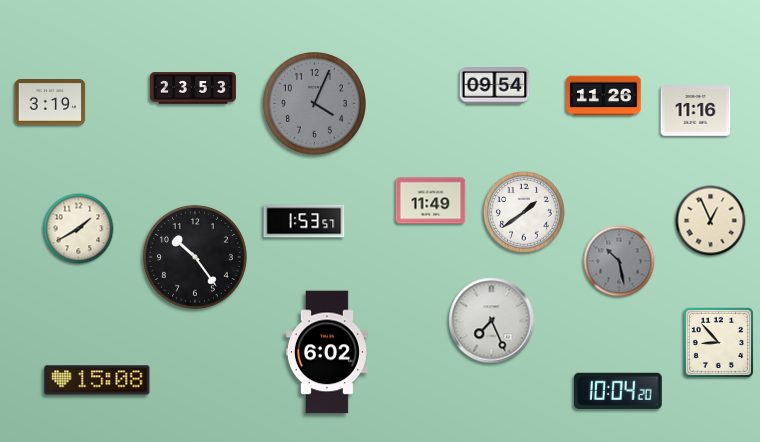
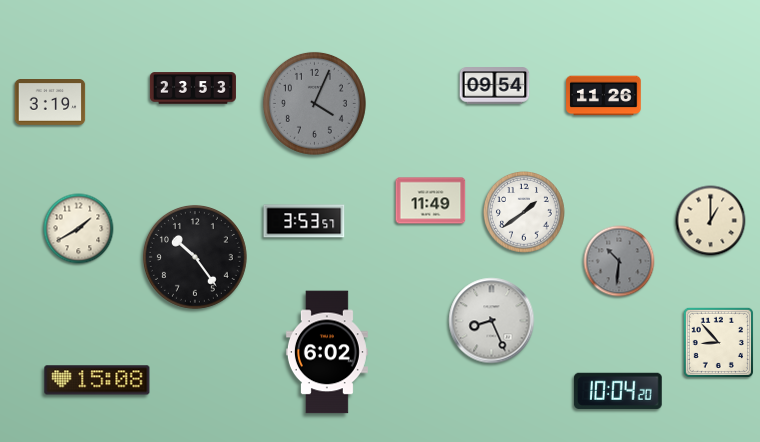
clock at (696, 111): 11:16 -> none
clock at (304, 221): 1:53 -> 3:53
clock at (711, 221): 12:56 -> 1:00
clock at (619, 261): 10:28 -> 10:31
clock at (492, 321): 7:26 -> 8:26
